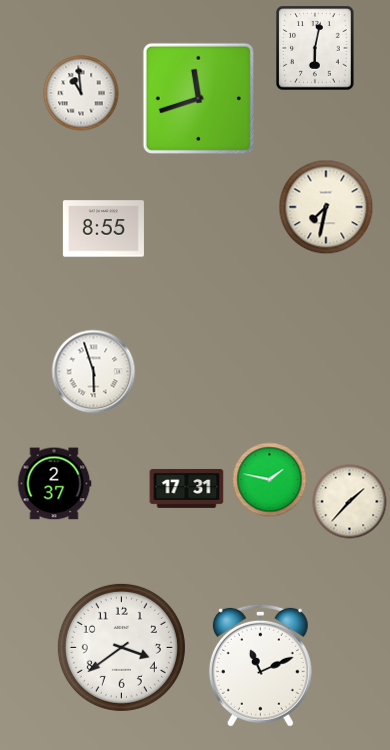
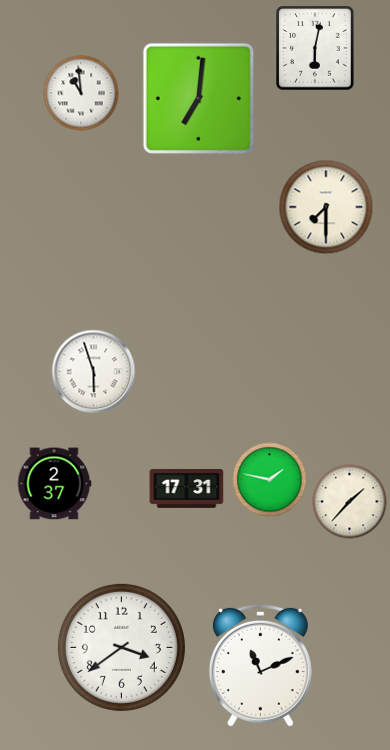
clock at (198, 98): 11:42 -> 7:01
clock at (326, 207): 7:32 -> 7:30
clock at (103, 229): 8:55 -> none
